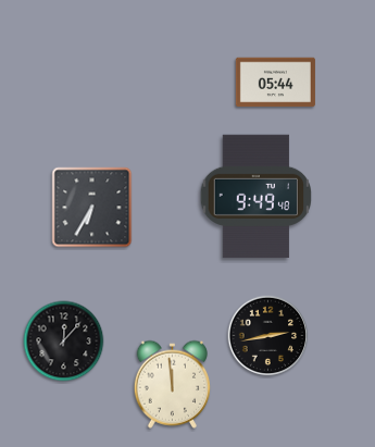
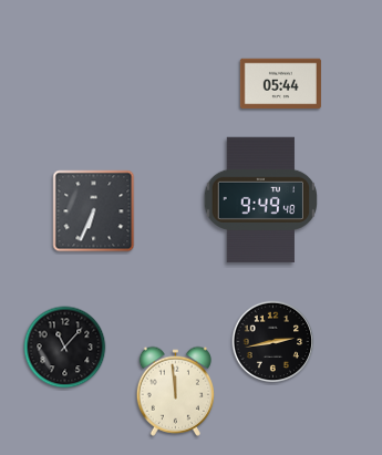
clock at (92, 208): 6:35 -> 6:34
clock at (64, 342): 12:07 -> 11:07
